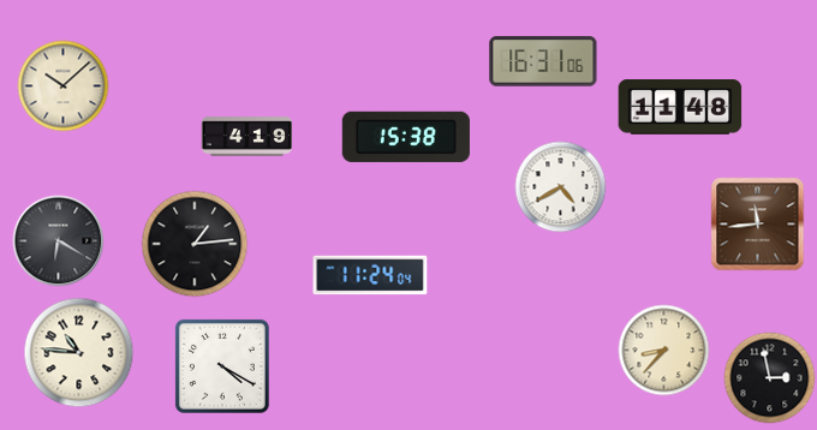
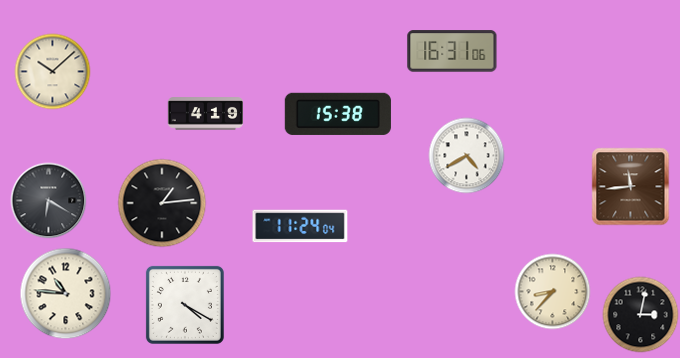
clock at (680, 107): 11:48 -> none
clock at (370, 275) position: (370, 275) -> (300, 226)
clock at (770, 378): 2:58 -> 3:02
